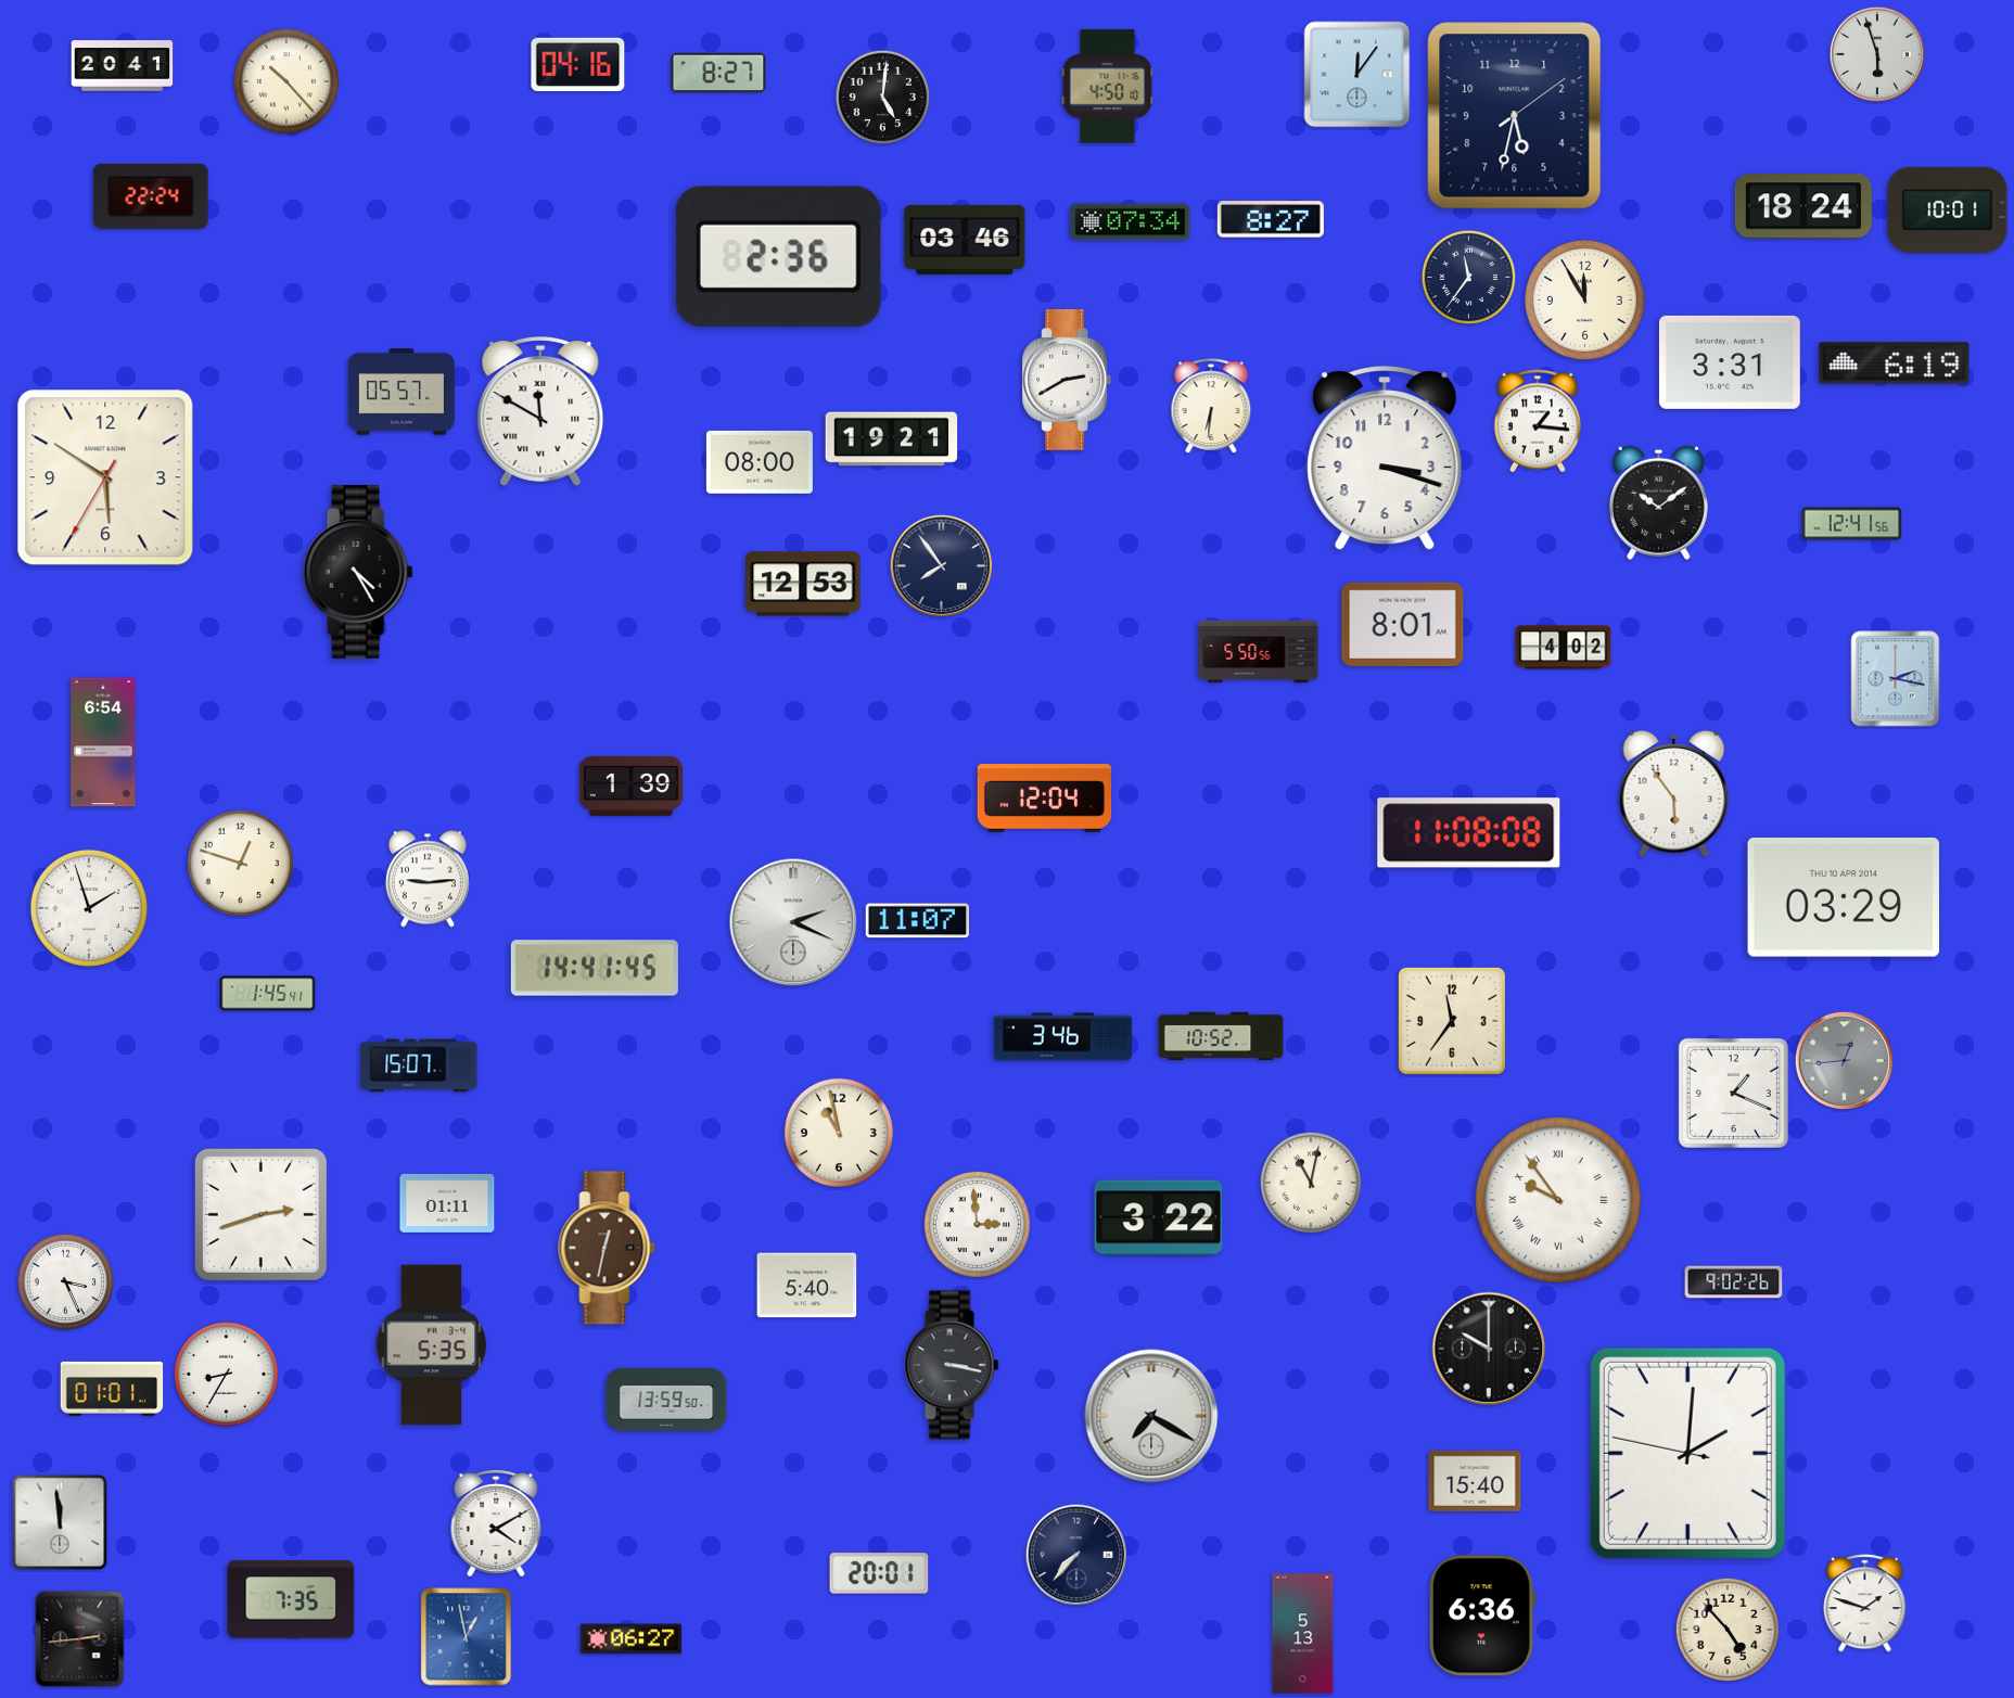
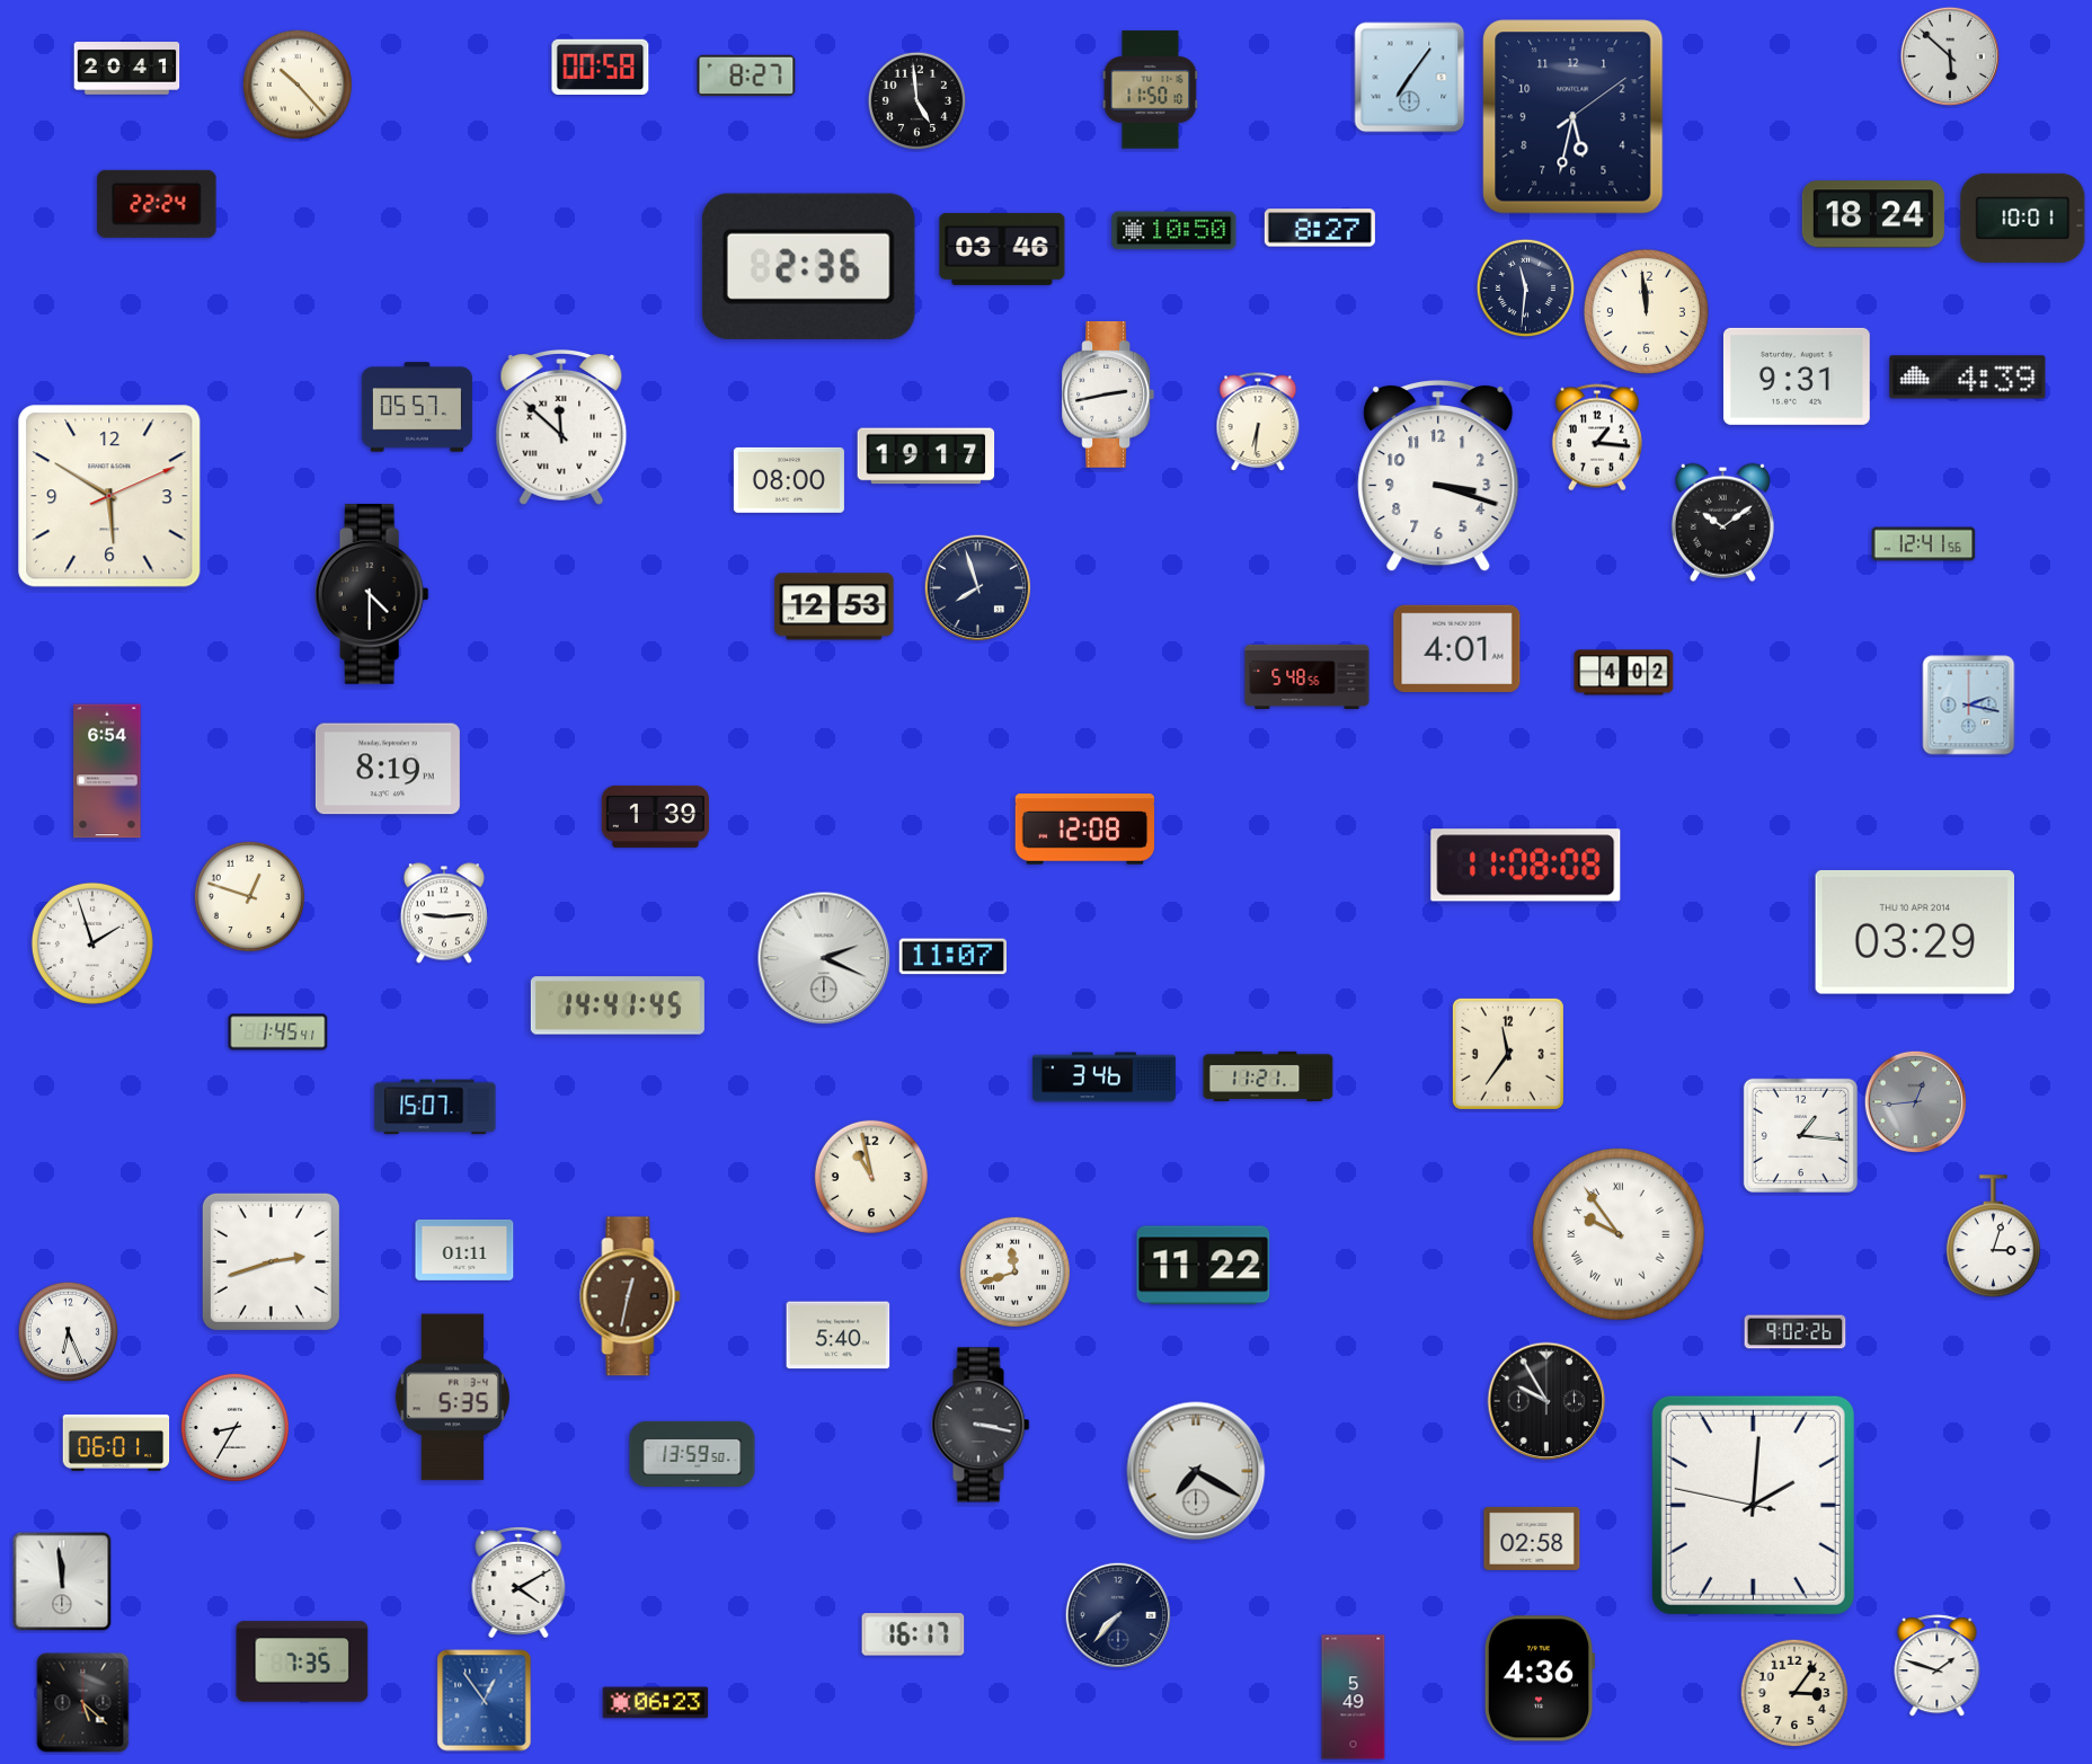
clock at (1876, 53): 5:57 -> 5:52
clock at (578, 64): 04:16 -> 00:58
clock at (1357, 75): 12:06 -> 7:06
clock at (1108, 87): 4:50 -> 11:50
clock at (883, 98): 5:01 -> 4:59
clock at (1515, 116) position: (1515, 116) -> (1574, 117)
clock at (1131, 222): 07:34 -> 10:50
clock at (1469, 278): 11:36 -> 11:31
clock at (1584, 299): 11:55 -> 11:59
clock at (1730, 362): 3:31 -> 9:31
clock at (1895, 363): 6:19 -> 4:39
clock at (1067, 381): 2:40 -> 2:43
clock at (540, 412): 11:50 -> 11:52
clock at (892, 439): 19:21 -> 19:17
clock at (105, 477): 5:50:35 -> 5:50:11
clock at (942, 566): 7:54 -> 7:57
clock at (358, 572): 4:25 -> 4:30
clock at (1403, 624): 8:01 -> 4:01
clock at (1259, 652): 5:50 -> 5:48
clock at (388, 769): none -> 8:19
clock at (1674, 793): 5:54 -> none
clock at (1044, 799): 12:04 -> 12:08
clock at (1452, 1021) position: (1452, 1021) -> (1508, 1054)
clock at (1221, 1036): 10:52 -> 11:21
clock at (1733, 1093): 1:19 -> 1:16
clock at (1310, 1182): 11:02 -> none
clock at (1993, 1236): none -> 3:03
clock at (1559, 1201) position: (1559, 1201) -> (1620, 1235)
clock at (1159, 1218): 3:22 -> 11:22
clock at (977, 1224): 2:59 -> 11:42
clock at (66, 1282): 3:26 -> 6:26
clock at (1734, 1282) position: (1734, 1282) -> (1796, 1332)
clock at (432, 1345) position: (432, 1345) -> (453, 1398)
clock at (1489, 1349): 10:00 -> 9:55
clock at (952, 1365) position: (952, 1365) -> (981, 1425)
clock at (112, 1389): 01:01 -> 06:01
clock at (1687, 1453) position: (1687, 1453) -> (1753, 1505)
clock at (1475, 1481): 15:40 -> 02:58
clock at (496, 1524) position: (496, 1524) -> (518, 1584)
clock at (879, 1573): 20:01 -> 16:17
clock at (1482, 1616): 6:36 -> 4:36
clock at (1728, 1630): 4:53 -> 3:06
clock at (1303, 1634): 5:13 -> 5:49
clock at (467, 1637): 12:58 -> 12:54
clock at (80, 1639): 2:44 -> 5:22
clock at (632, 1639): 06:27 -> 06:23
